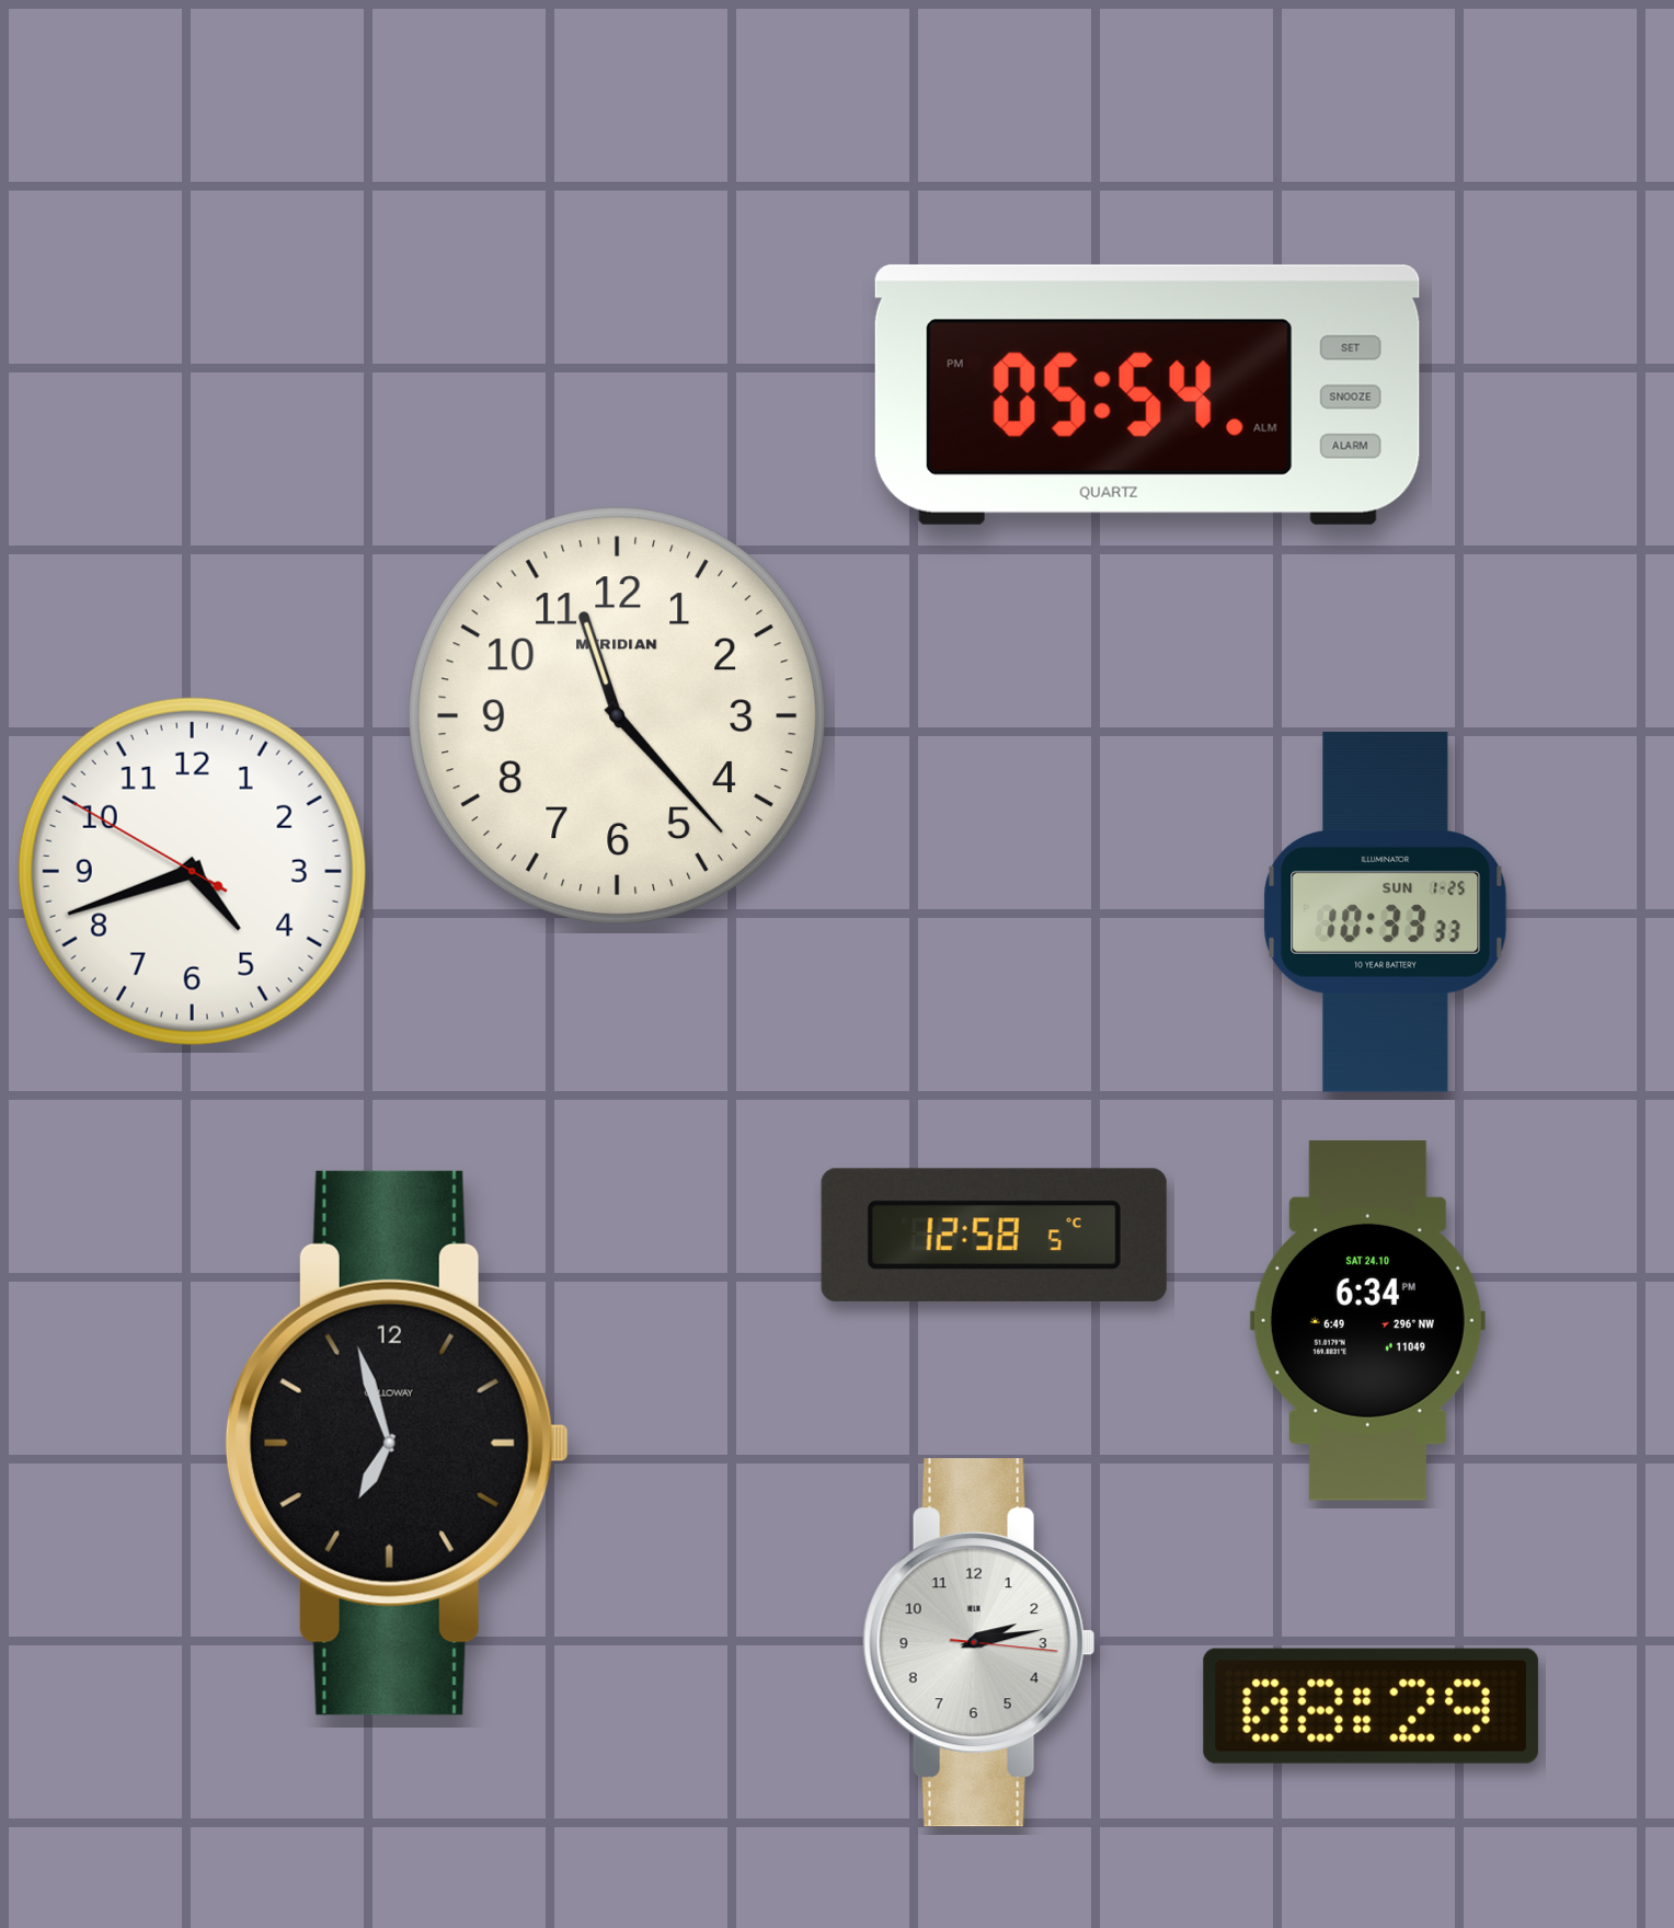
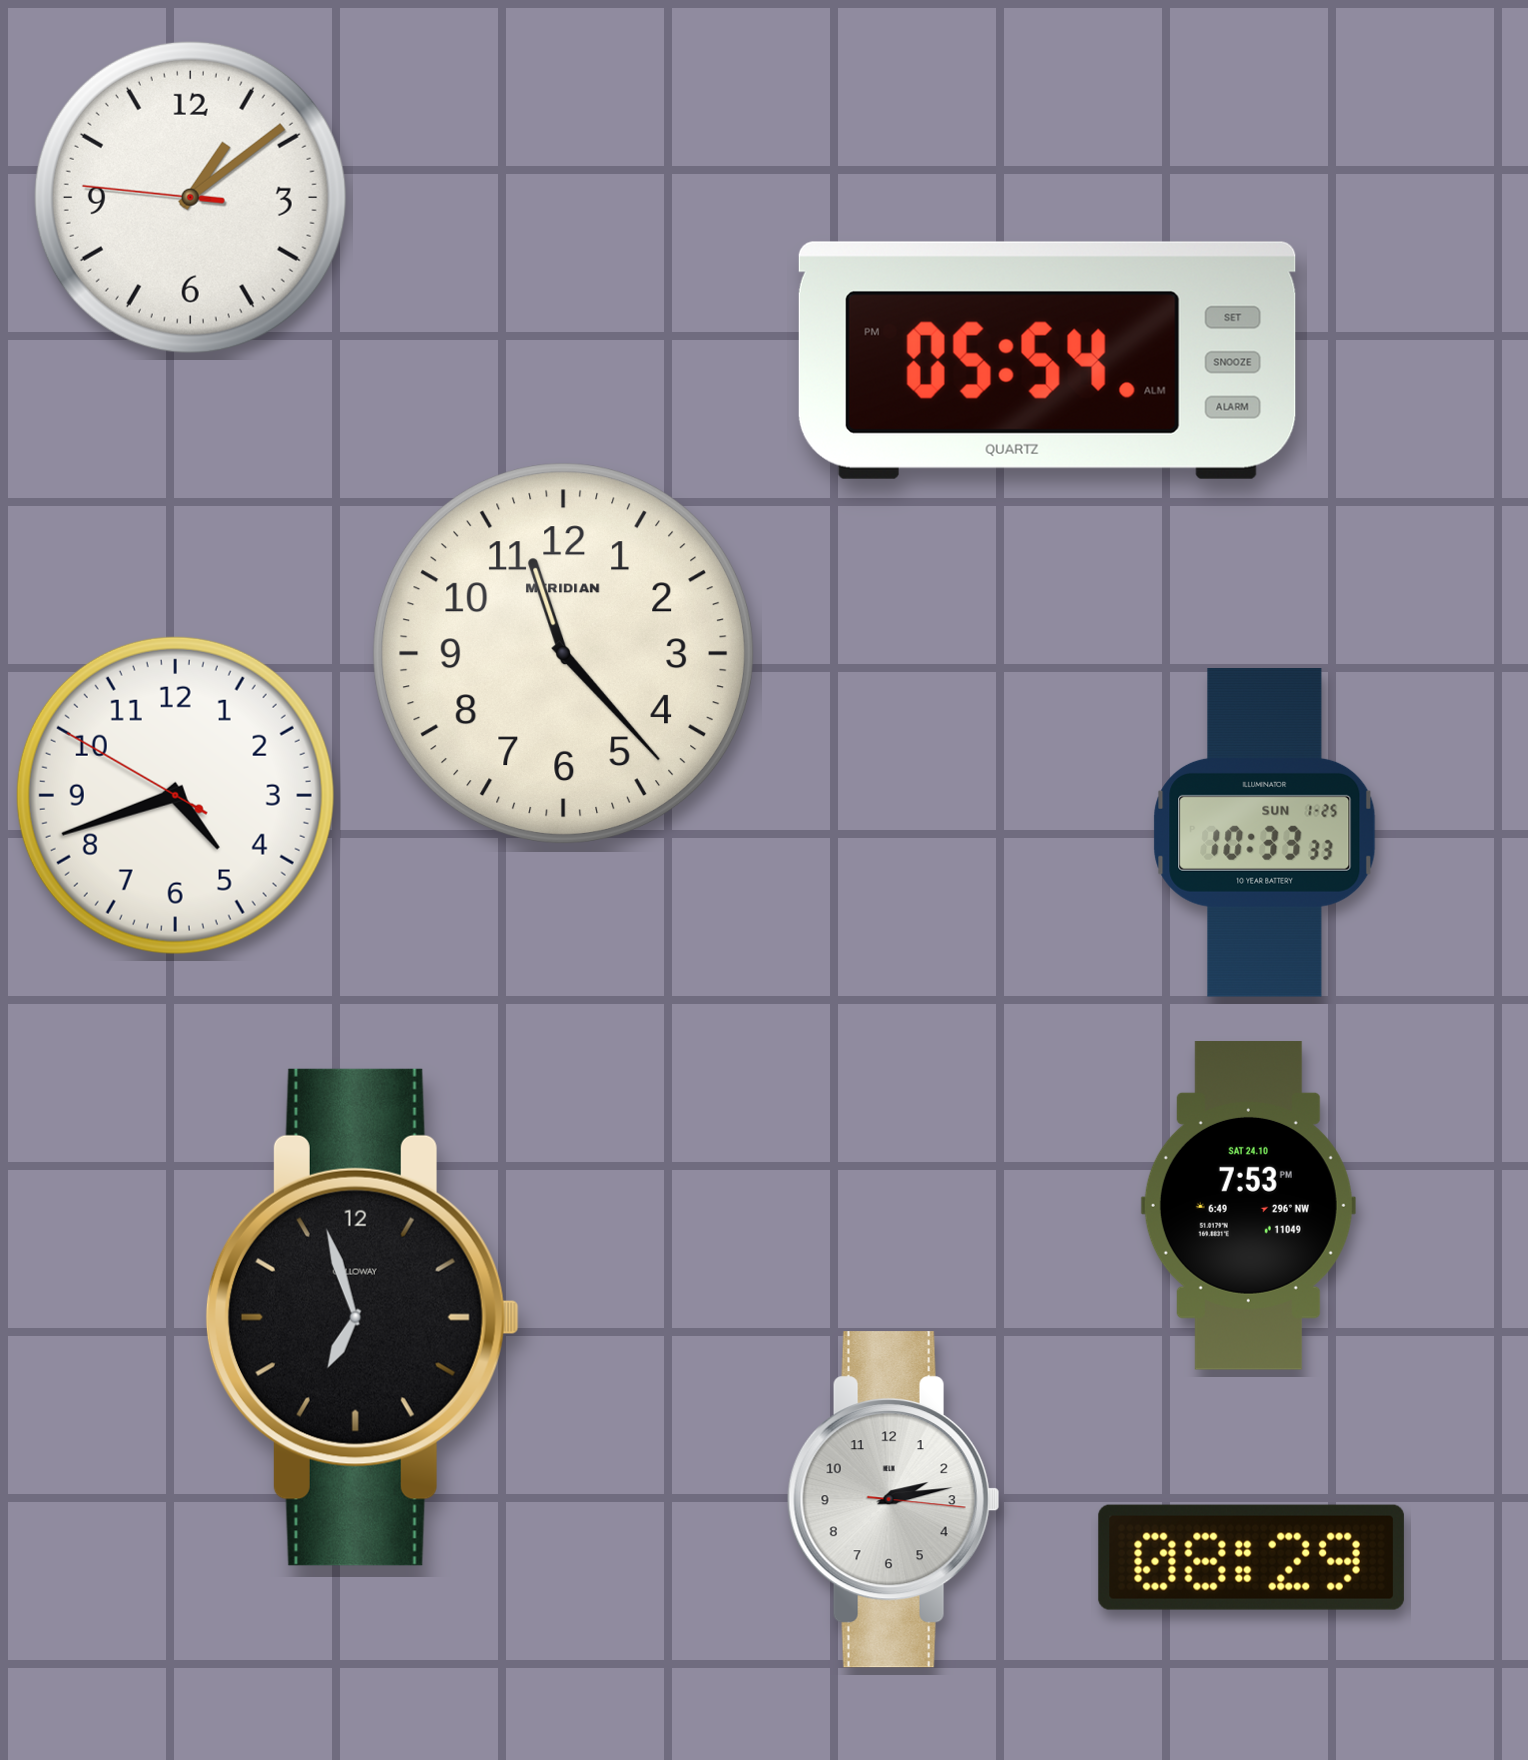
clock at (190, 197): none -> 1:08
clock at (994, 1235): 12:58 -> none
clock at (1367, 1321): 6:34 -> 7:53
